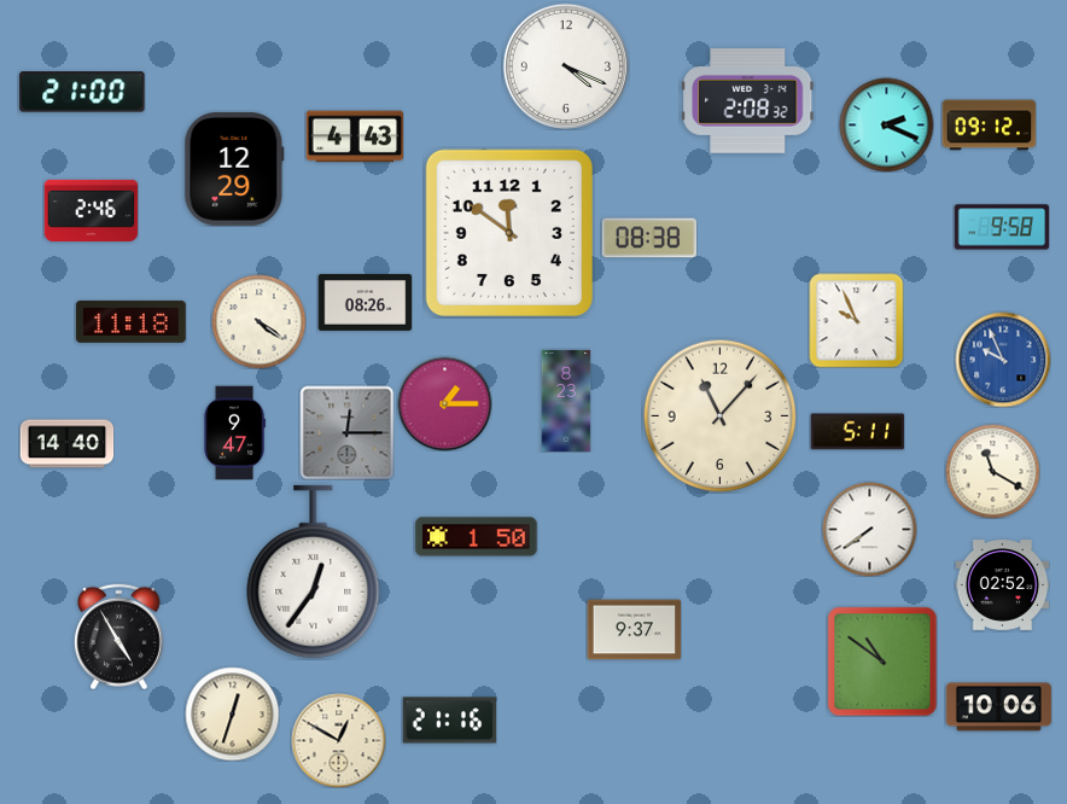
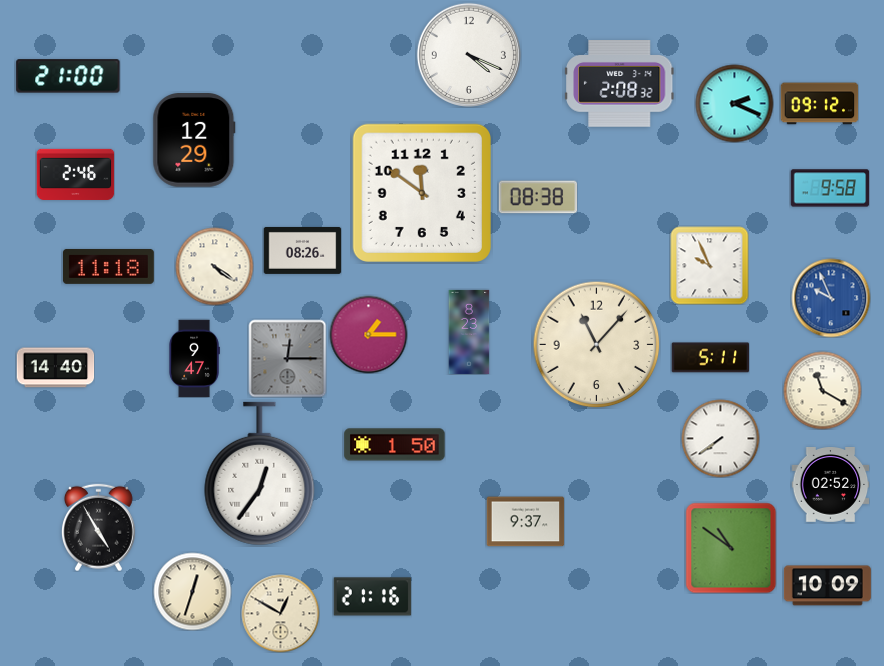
clock at (354, 136): 4:43 -> none
clock at (998, 707): 10:06 -> 10:09
